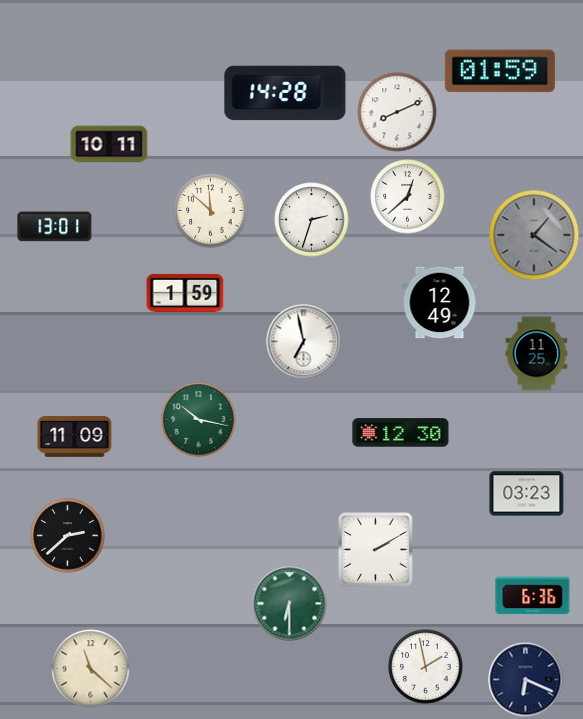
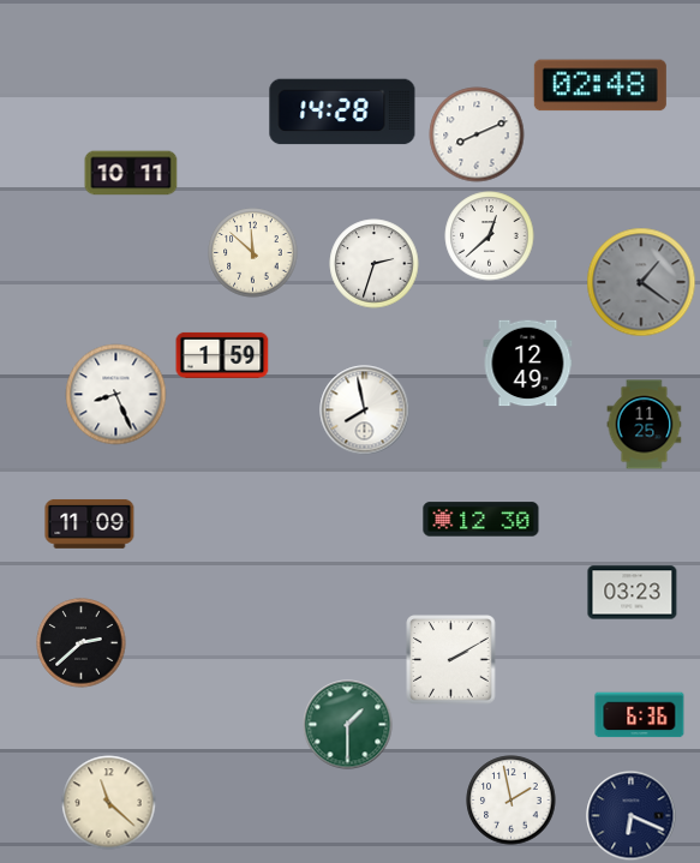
clock at (500, 71): 01:59 -> 02:48
clock at (55, 227): 13:01 -> none
clock at (185, 293) position: (185, 293) -> (222, 355)
clock at (116, 395): none -> 8:26
clock at (304, 342): 6:58 -> 7:58
clock at (199, 420): 10:17 -> none
clock at (290, 604): 6:30 -> 1:30
